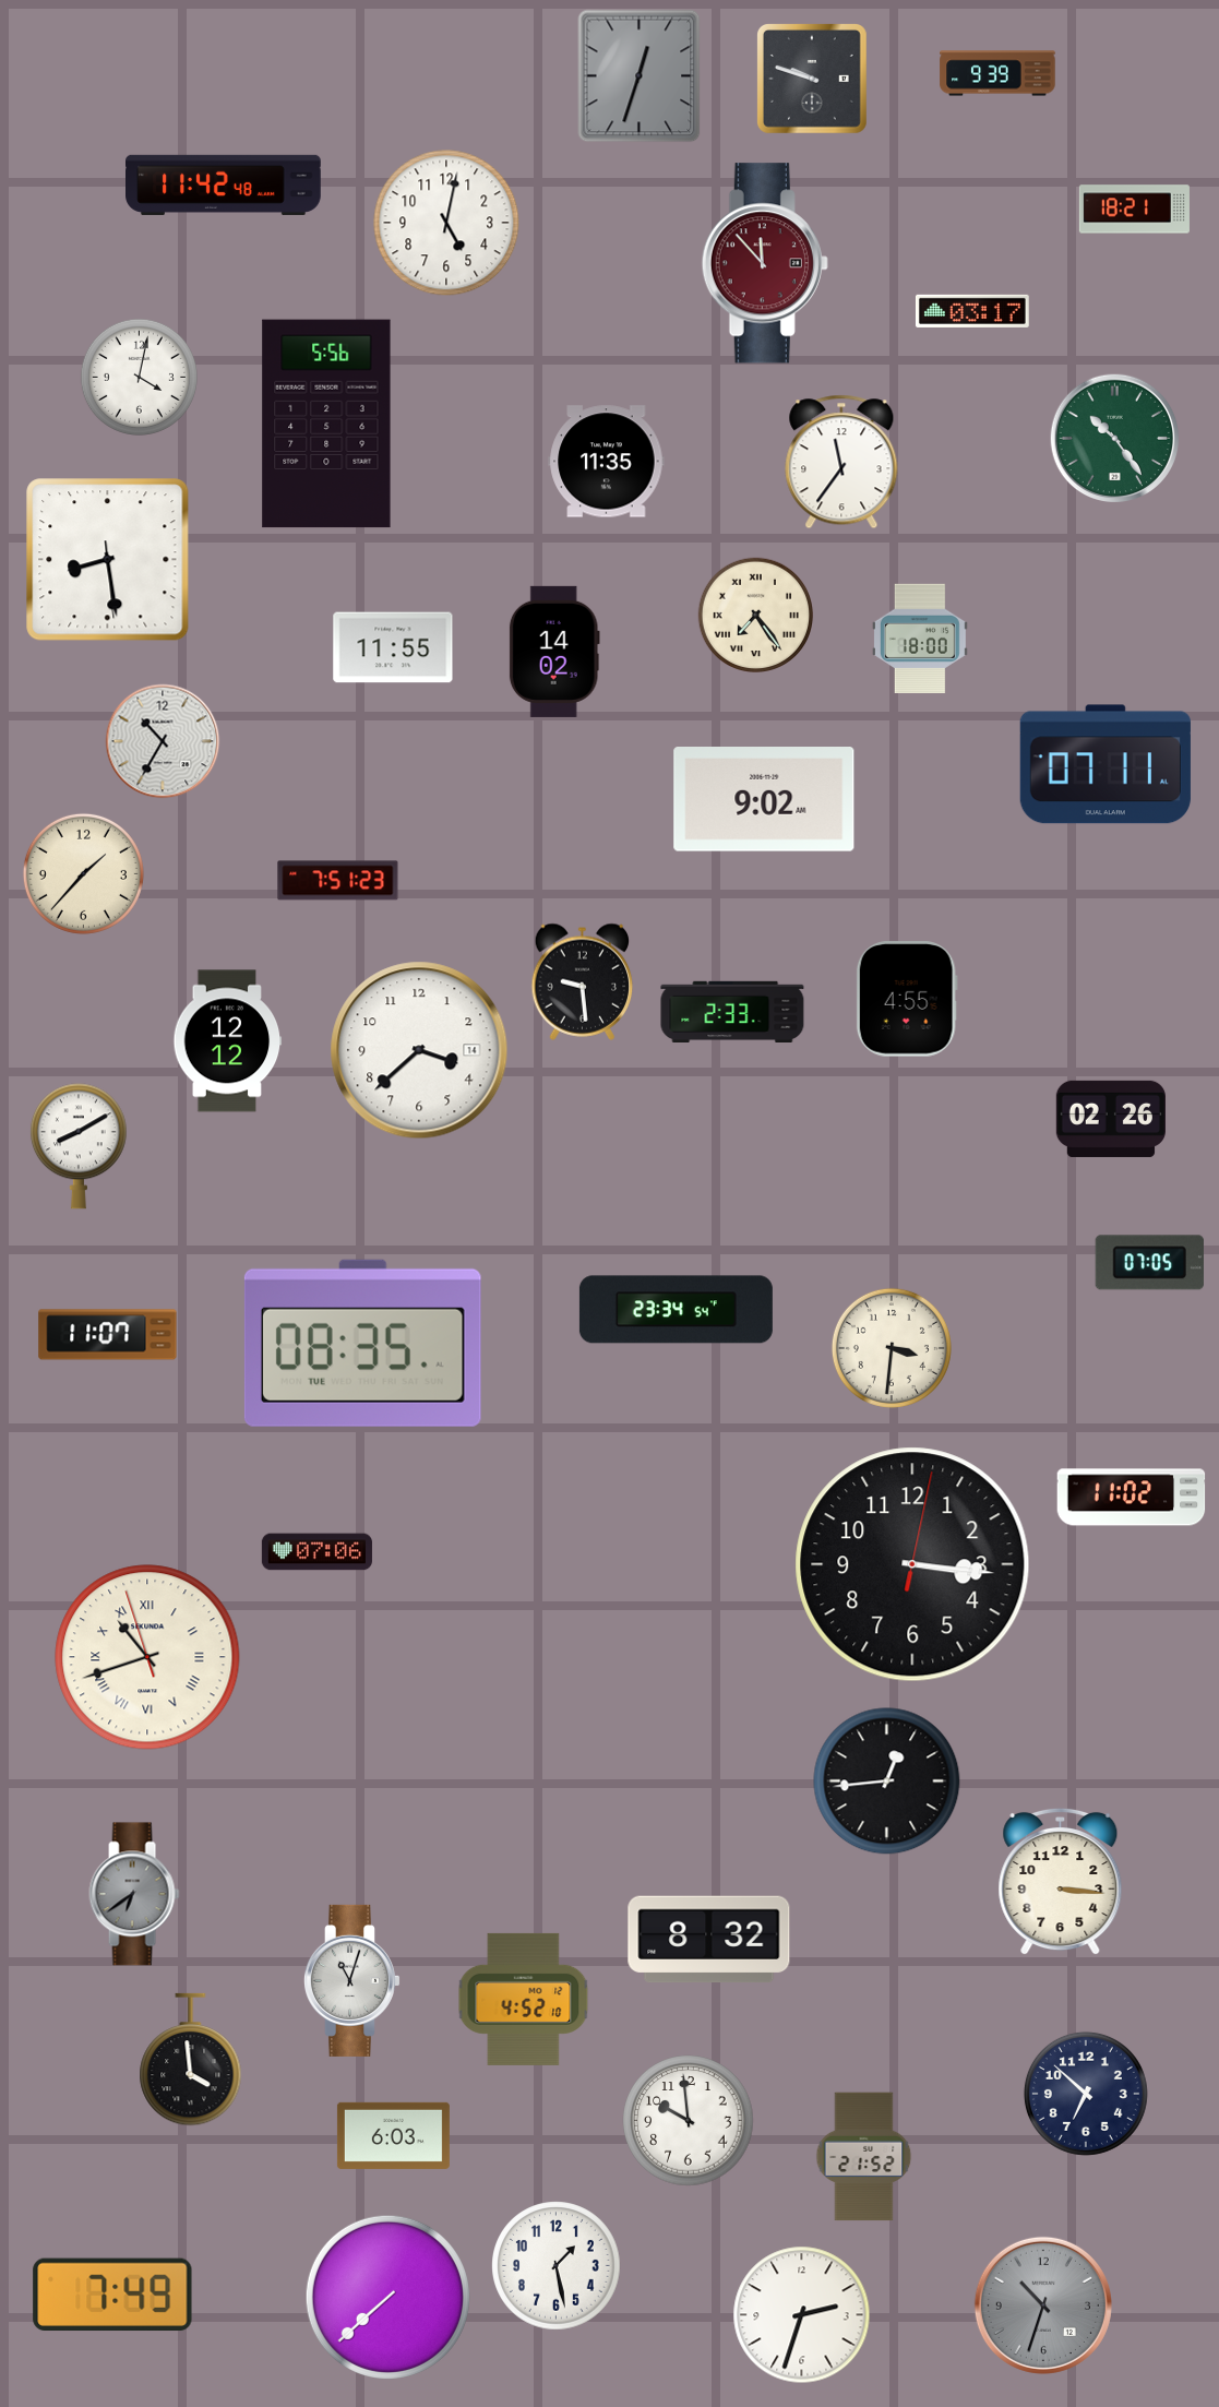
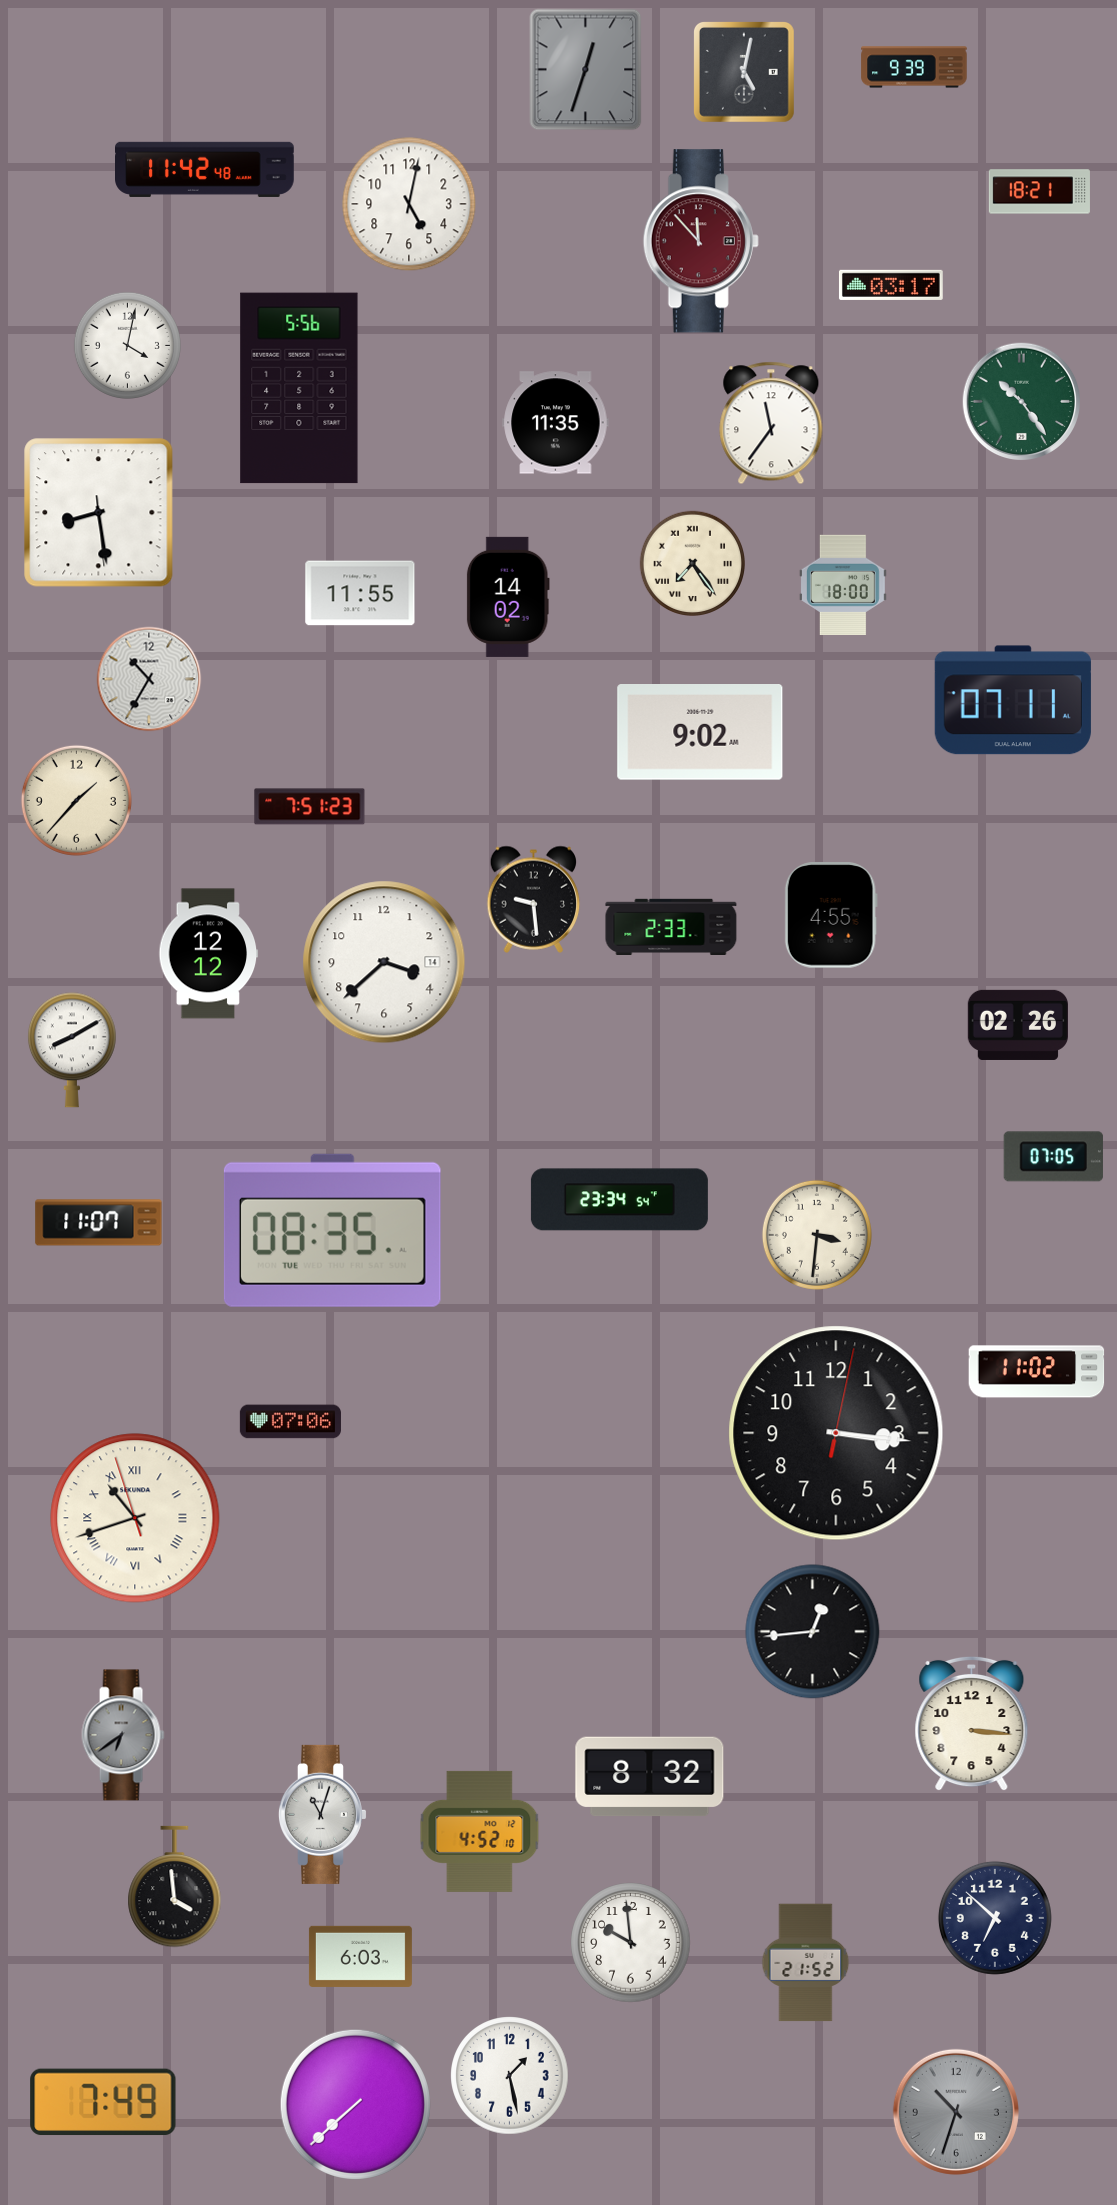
clock at (812, 79): 9:48 -> 5:02
clock at (864, 2157) position: (864, 2157) -> (806, 1963)
clock at (802, 2315): 2:33 -> none
